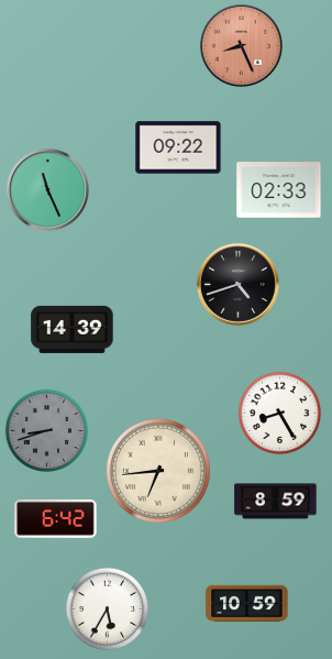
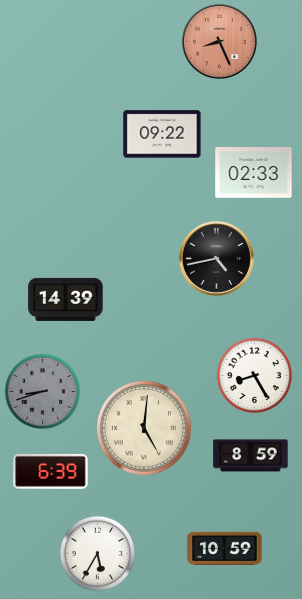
clock at (48, 190): 11:26 -> none
clock at (239, 285): 4:42 -> 4:43
clock at (158, 471): 6:44 -> 5:01
clock at (56, 518): 6:42 -> 6:39
